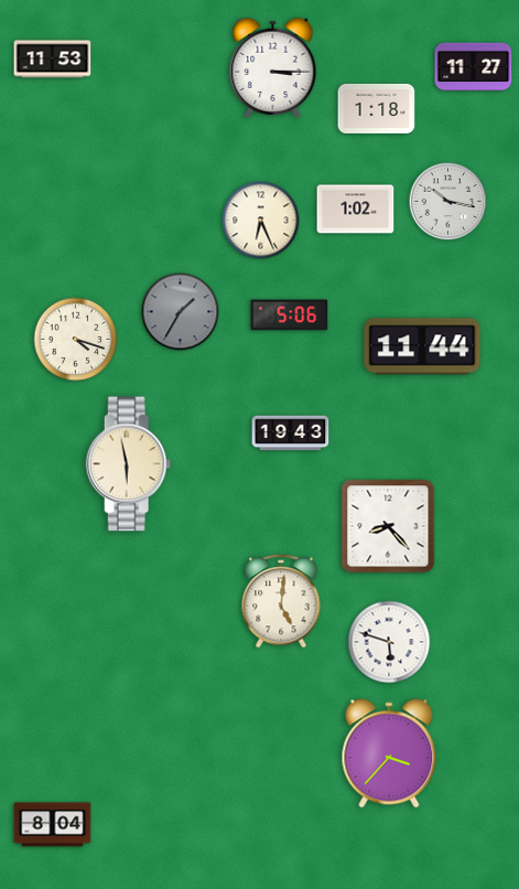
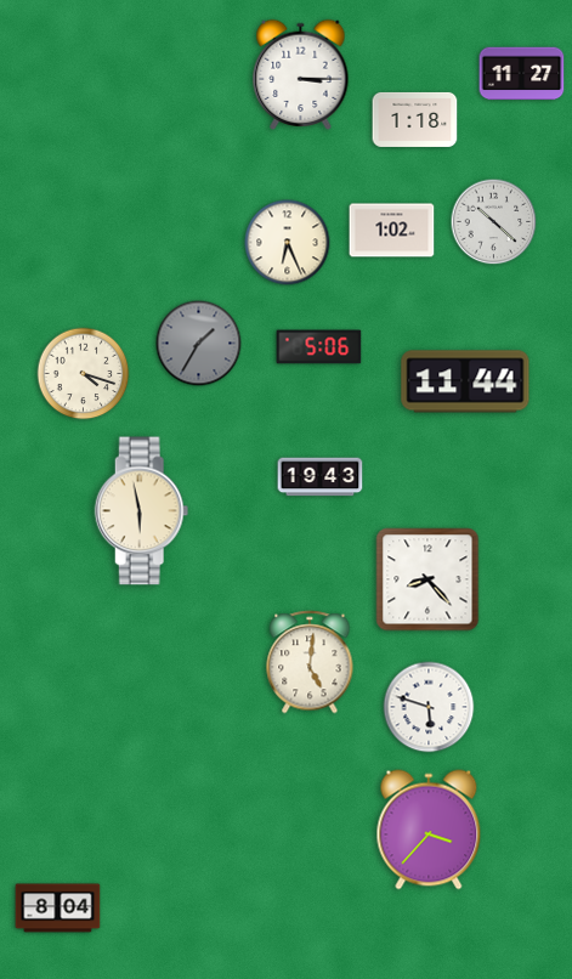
clock at (53, 60): 11:53 -> none
clock at (448, 202): 10:17 -> 10:22
